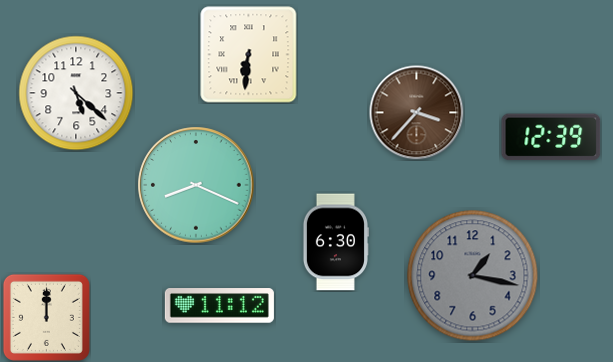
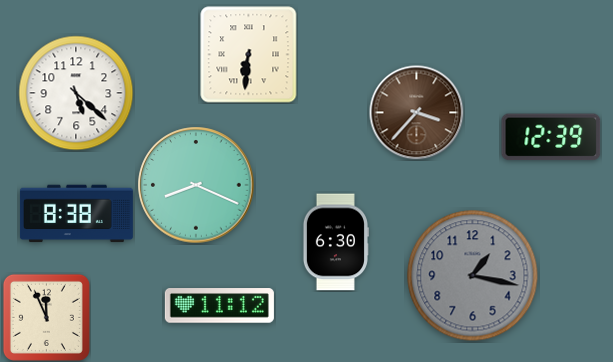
clock at (76, 214): none -> 8:38
clock at (46, 317): 12:00 -> 11:56
